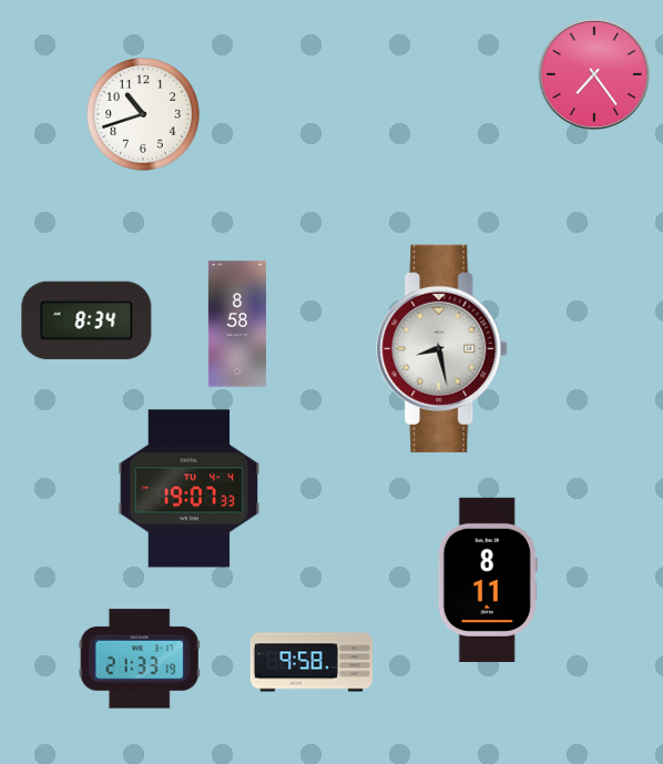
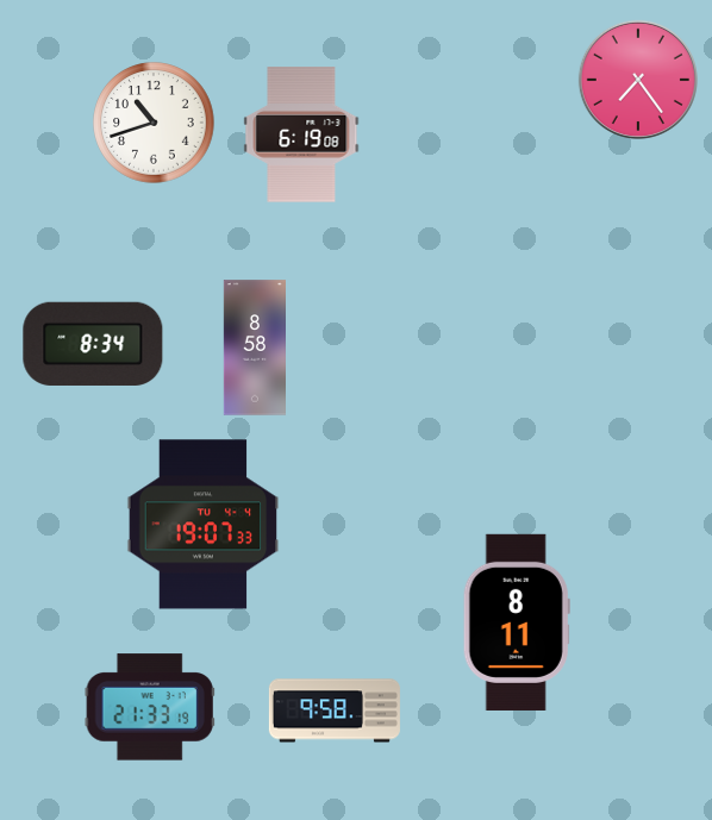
clock at (301, 134): none -> 6:19
clock at (442, 348): 8:28 -> none
clock at (488, 580) position: (488, 580) -> (517, 622)
